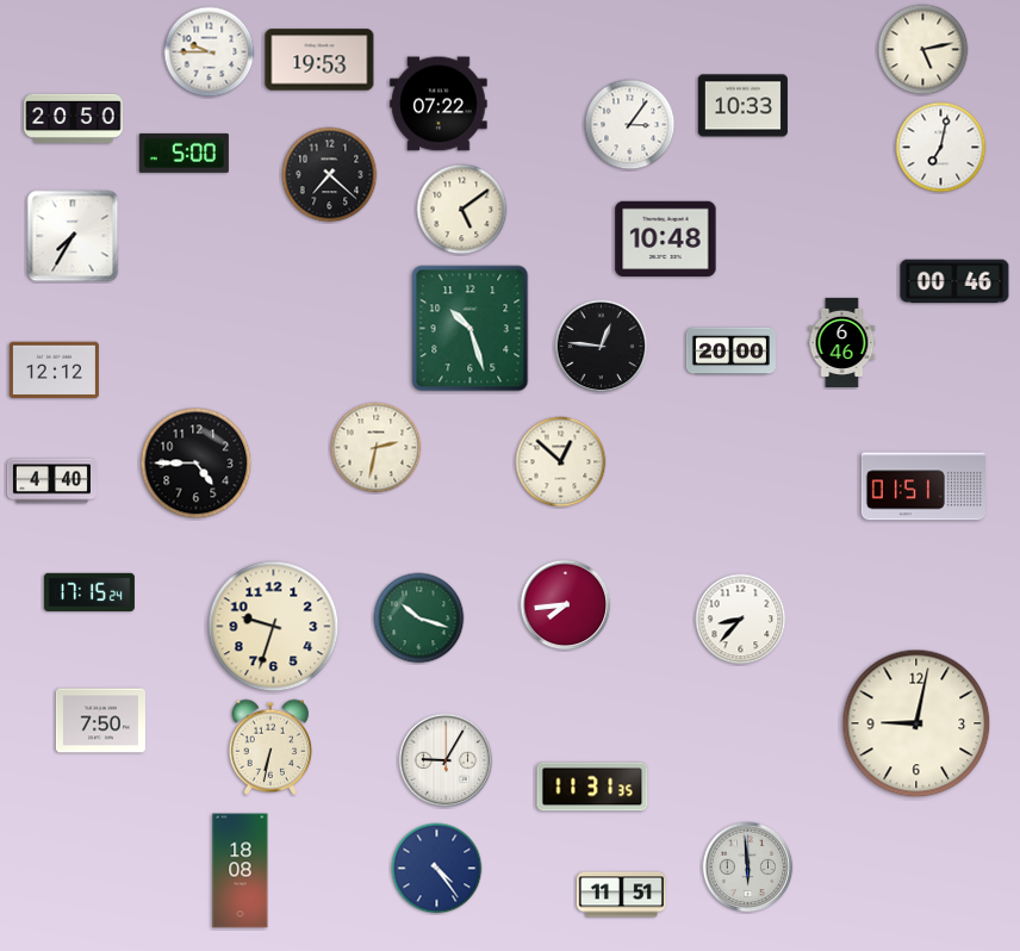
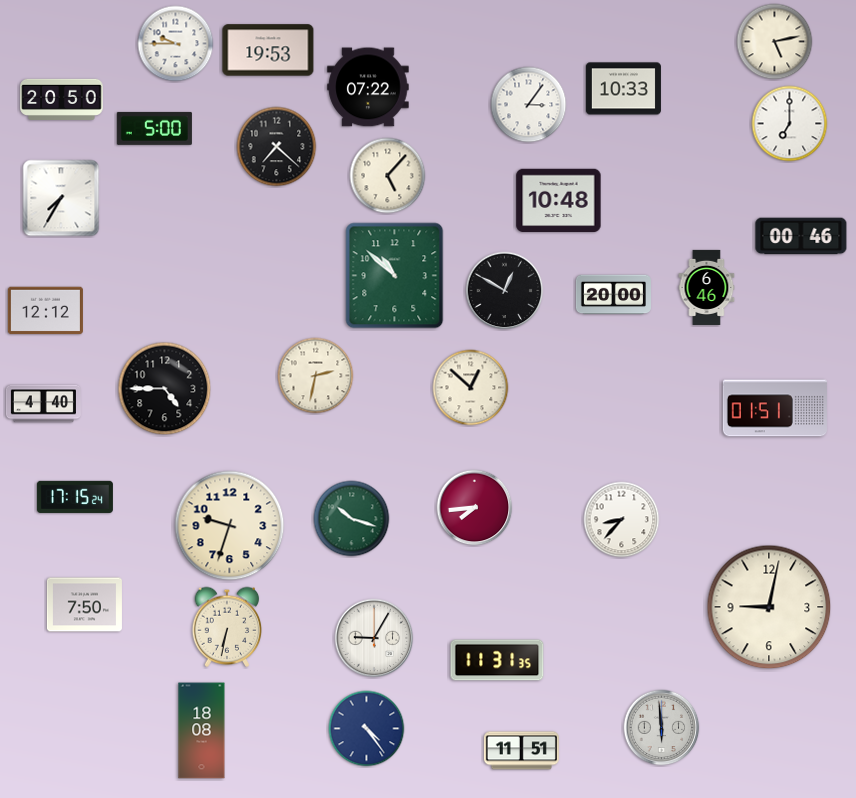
clock at (941, 148): 7:02 -> 7:00
clock at (462, 210): 5:09 -> 5:07
clock at (471, 329): 10:27 -> 10:52
clock at (602, 347): 12:46 -> 12:50
clock at (748, 868) position: (748, 868) -> (662, 728)
